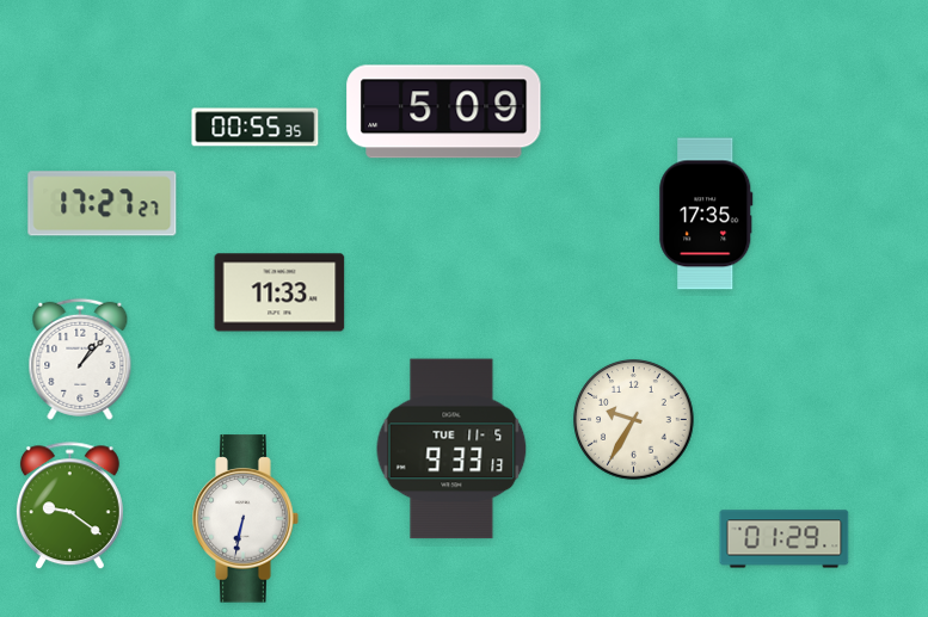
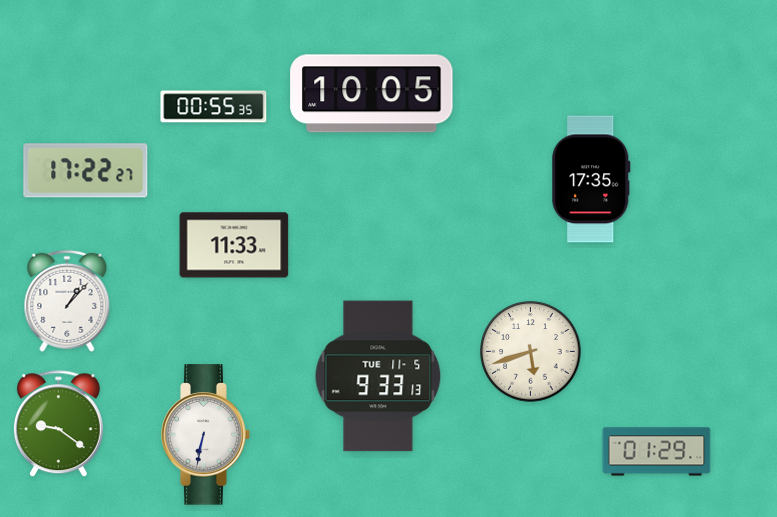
clock at (444, 112): 5:09 -> 10:05
clock at (103, 204): 17:27 -> 17:22
clock at (634, 420): 9:35 -> 5:42
